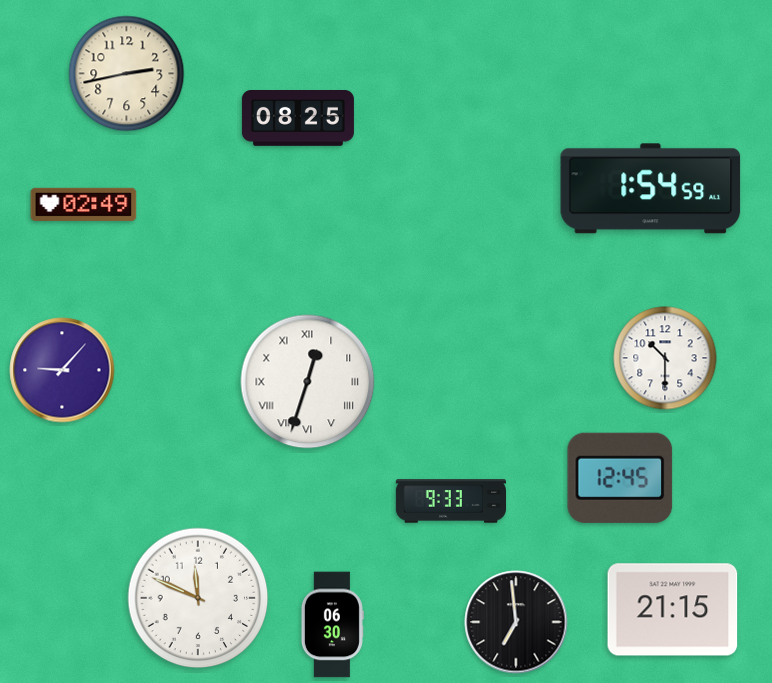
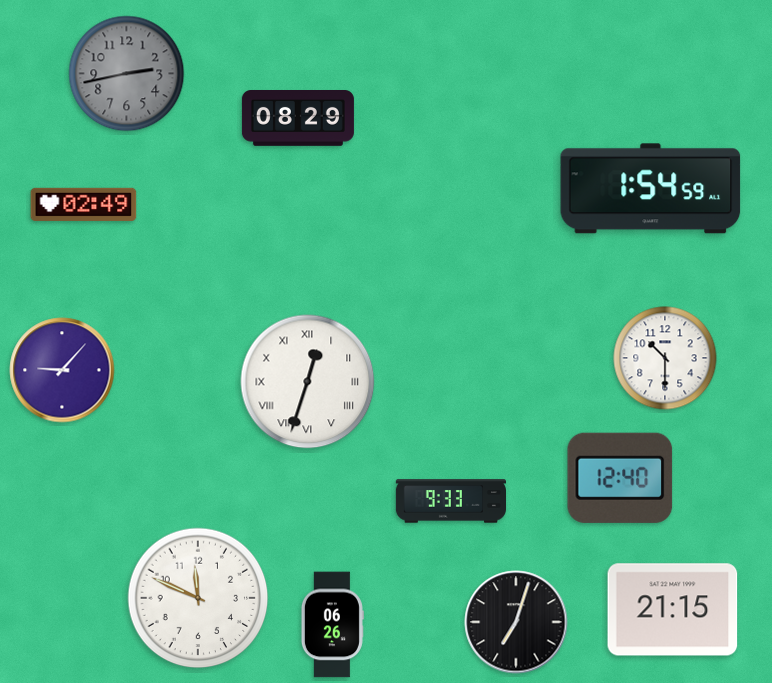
clock at (127, 74) dial: cream -> grey
clock at (298, 119): 08:25 -> 08:29
clock at (620, 478): 12:45 -> 12:40
clock at (516, 622): 6:59 -> 7:03
clock at (332, 625): 06:30 -> 06:26
